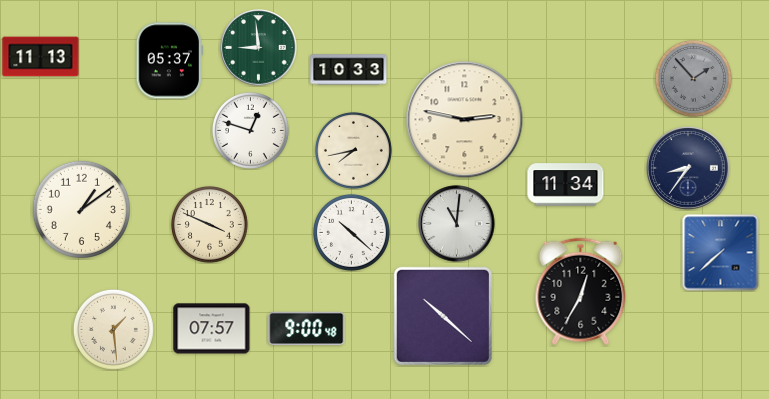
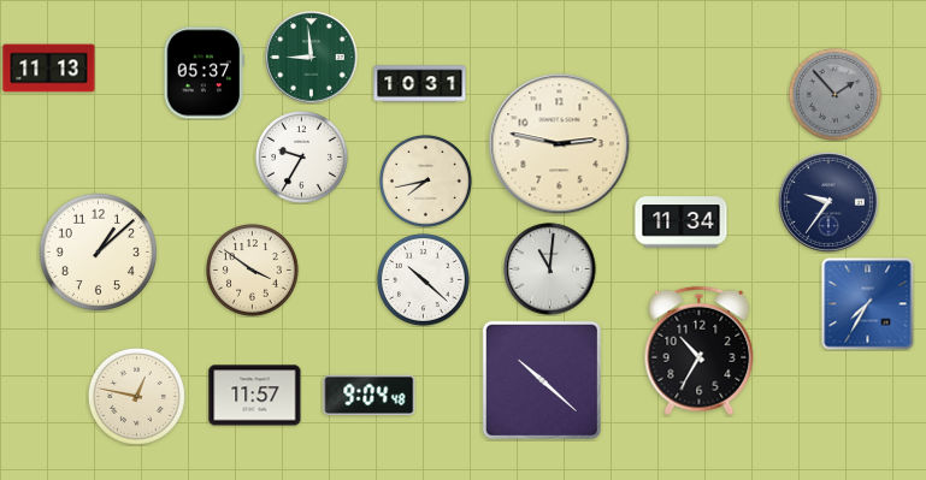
clock at (349, 70): 10:33 -> 10:31
clock at (250, 130): 12:48 -> 9:35
clock at (689, 169): 8:36 -> 9:36
clock at (81, 209): 1:09 -> 1:08
clock at (209, 224): 3:49 -> 3:51
clock at (721, 253): 7:38 -> 7:35
clock at (581, 292): 12:35 -> 10:35
clock at (443, 316) position: (443, 316) -> (542, 380)
clock at (113, 329): 1:29 -> 12:47
clock at (212, 329): 07:57 -> 11:57
clock at (307, 329): 9:00 -> 9:04
